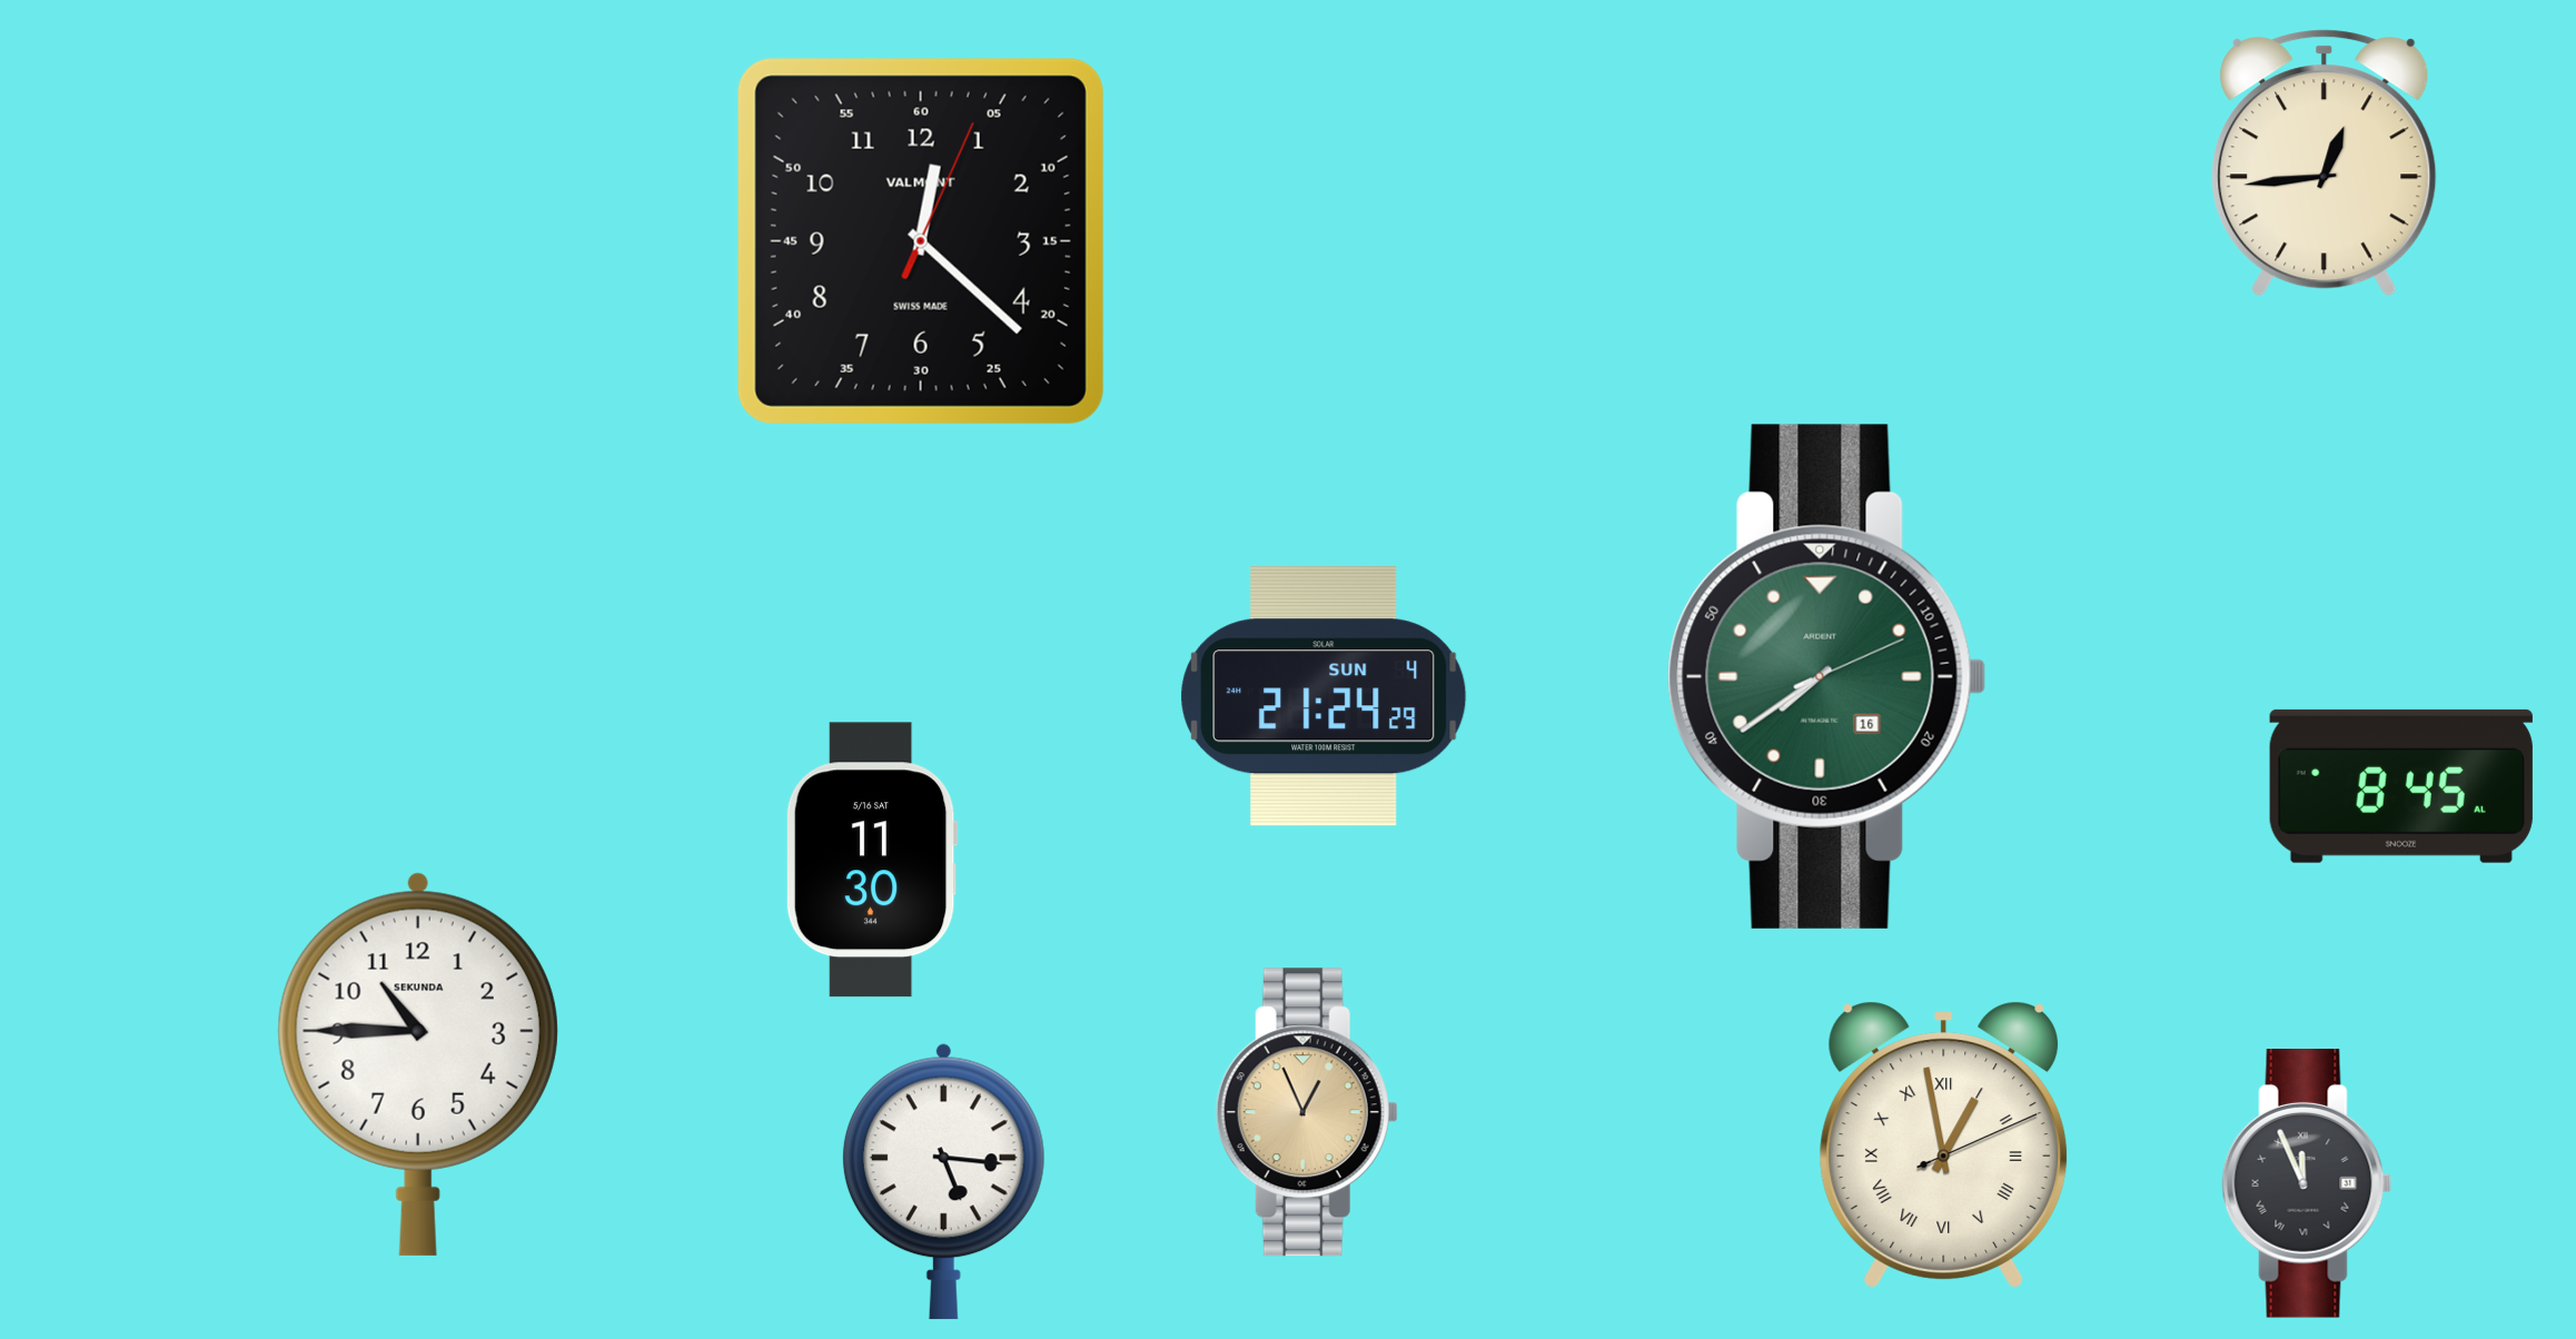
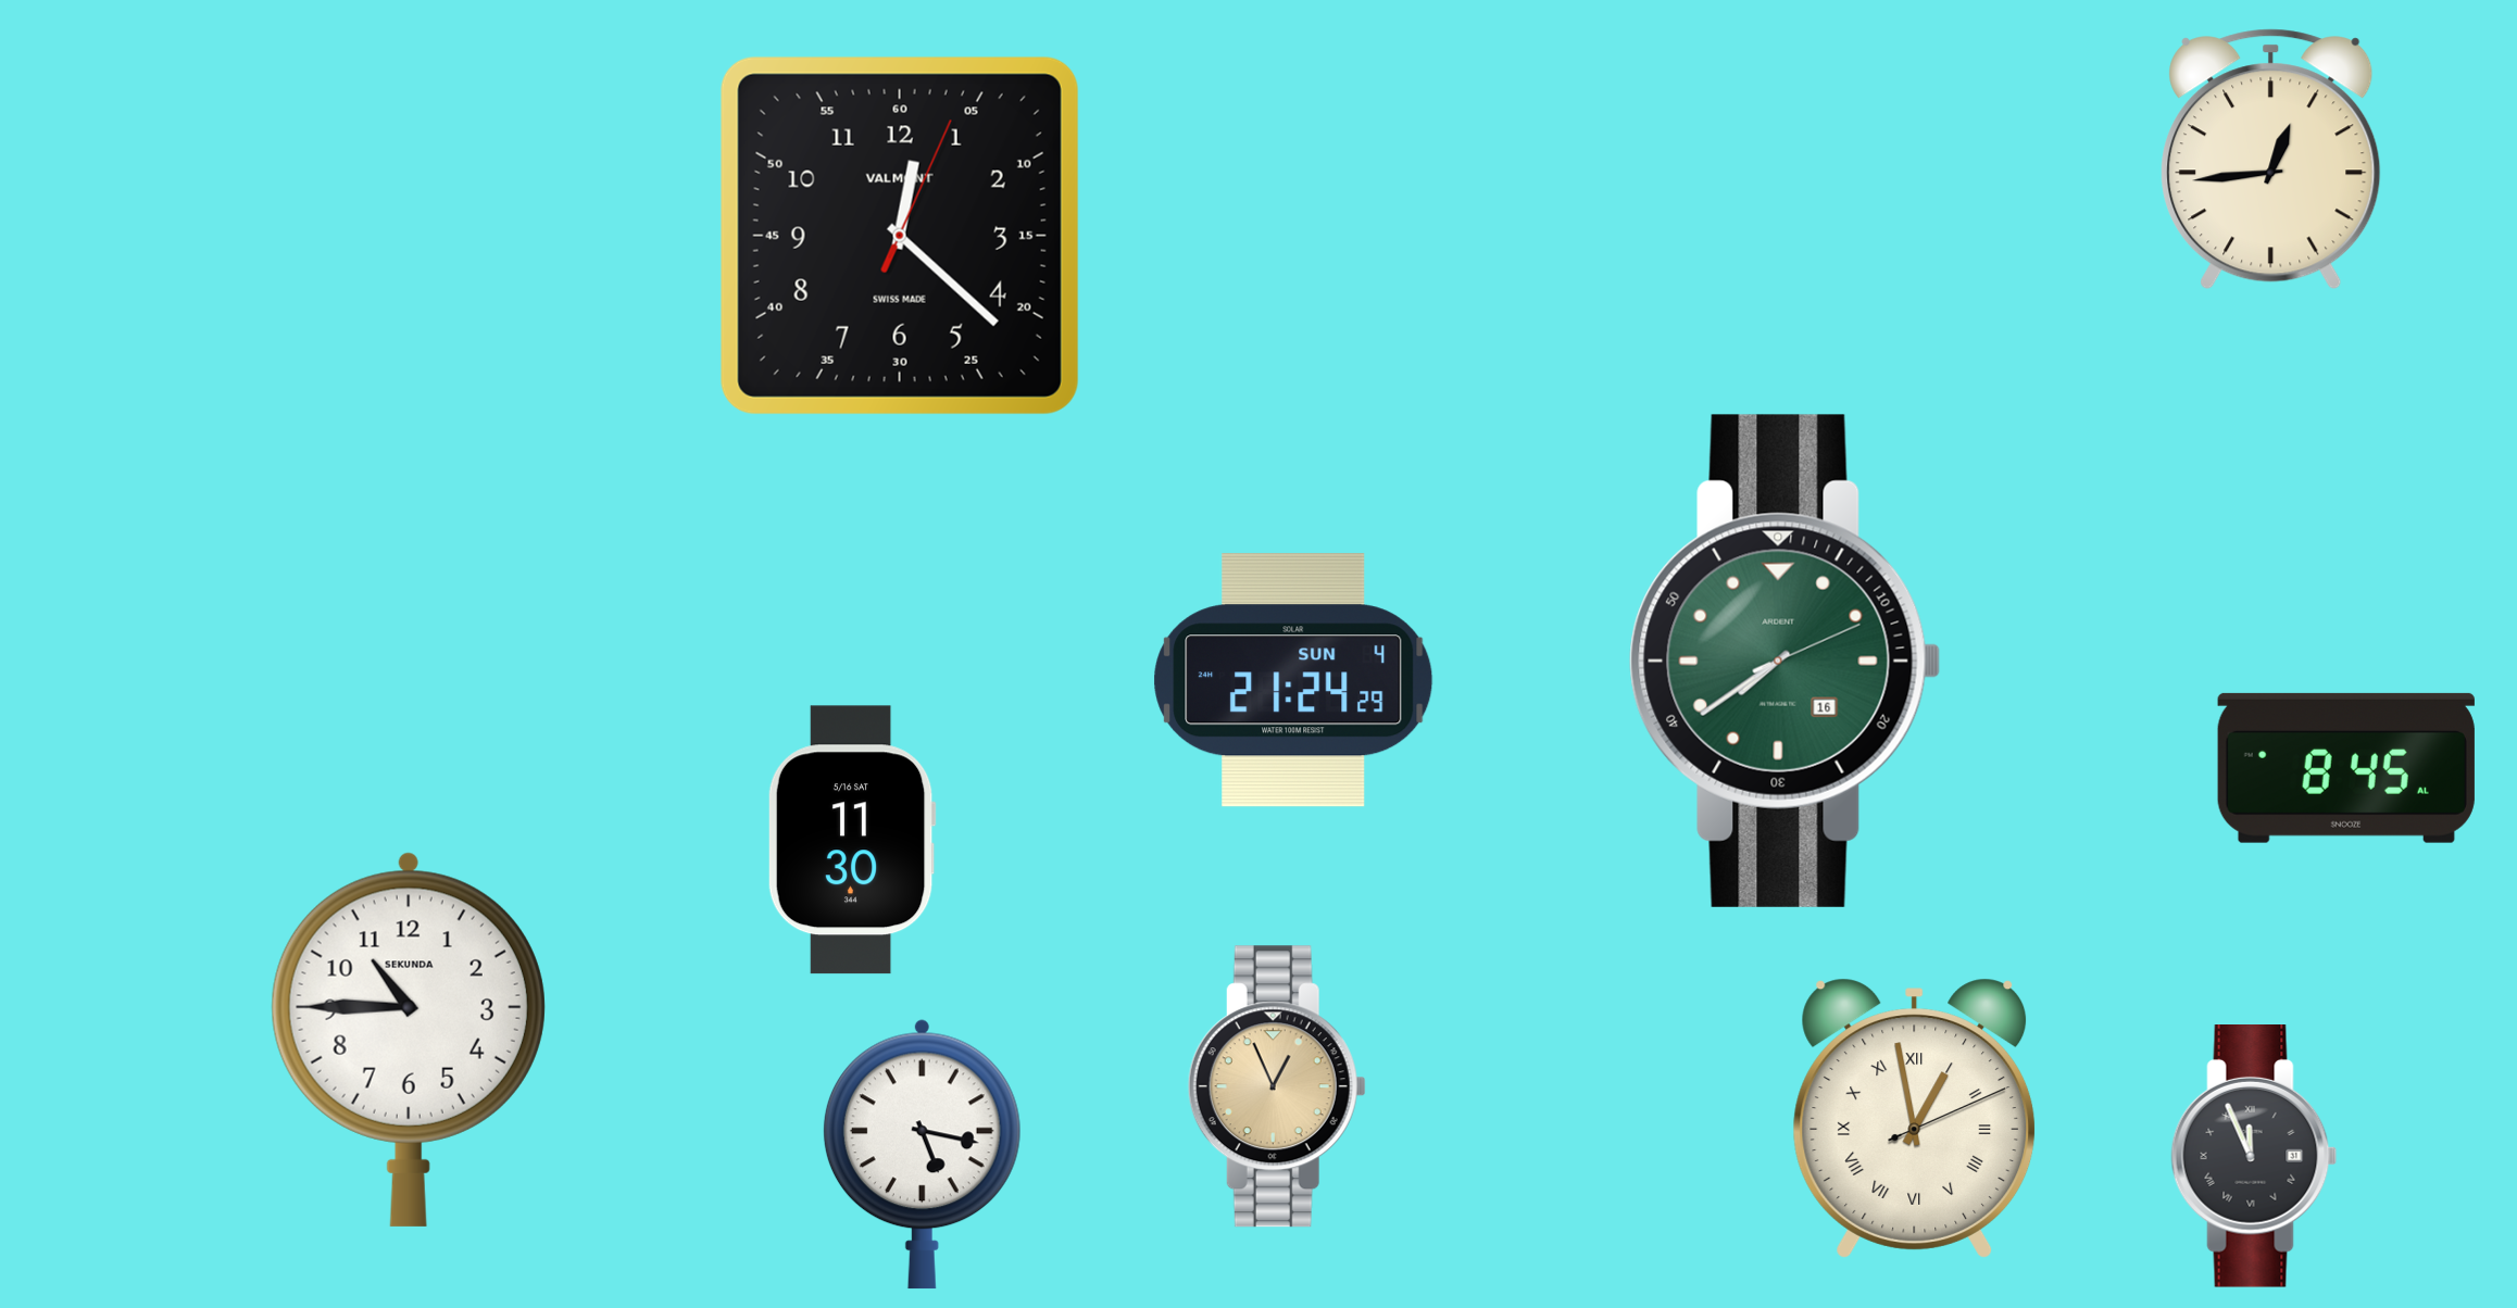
clock at (1944, 1144) position: (1944, 1144) -> (1915, 1118)
clock at (943, 1181): 5:16 -> 5:17
